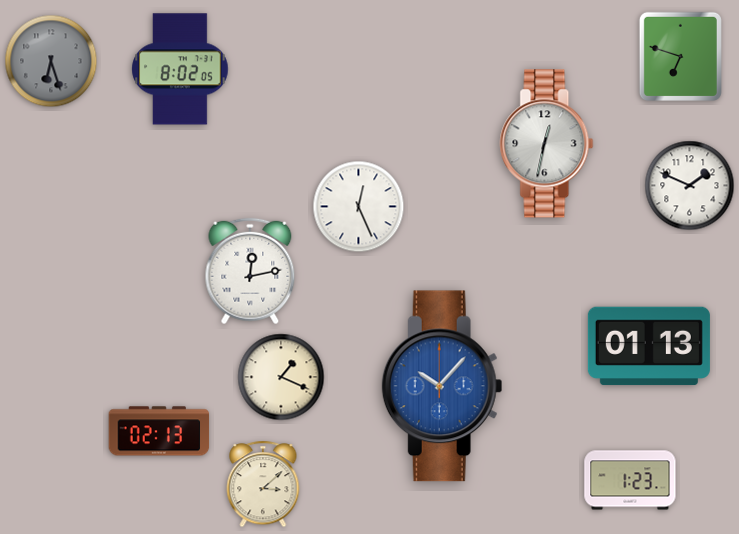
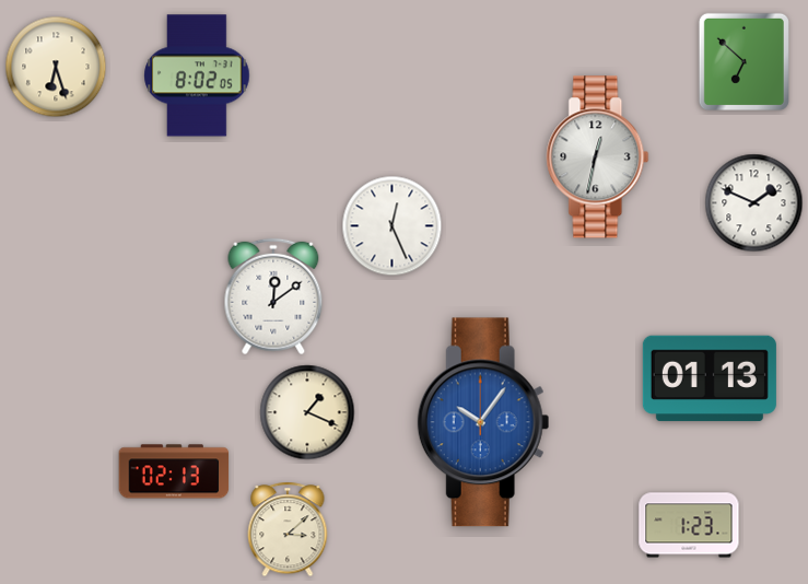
clock at (680, 56): 6:48 -> 6:52
clock at (51, 61) dial: grey -> cream
clock at (250, 271): 12:13 -> 12:09
clock at (442, 386): 10:07 -> 10:06
